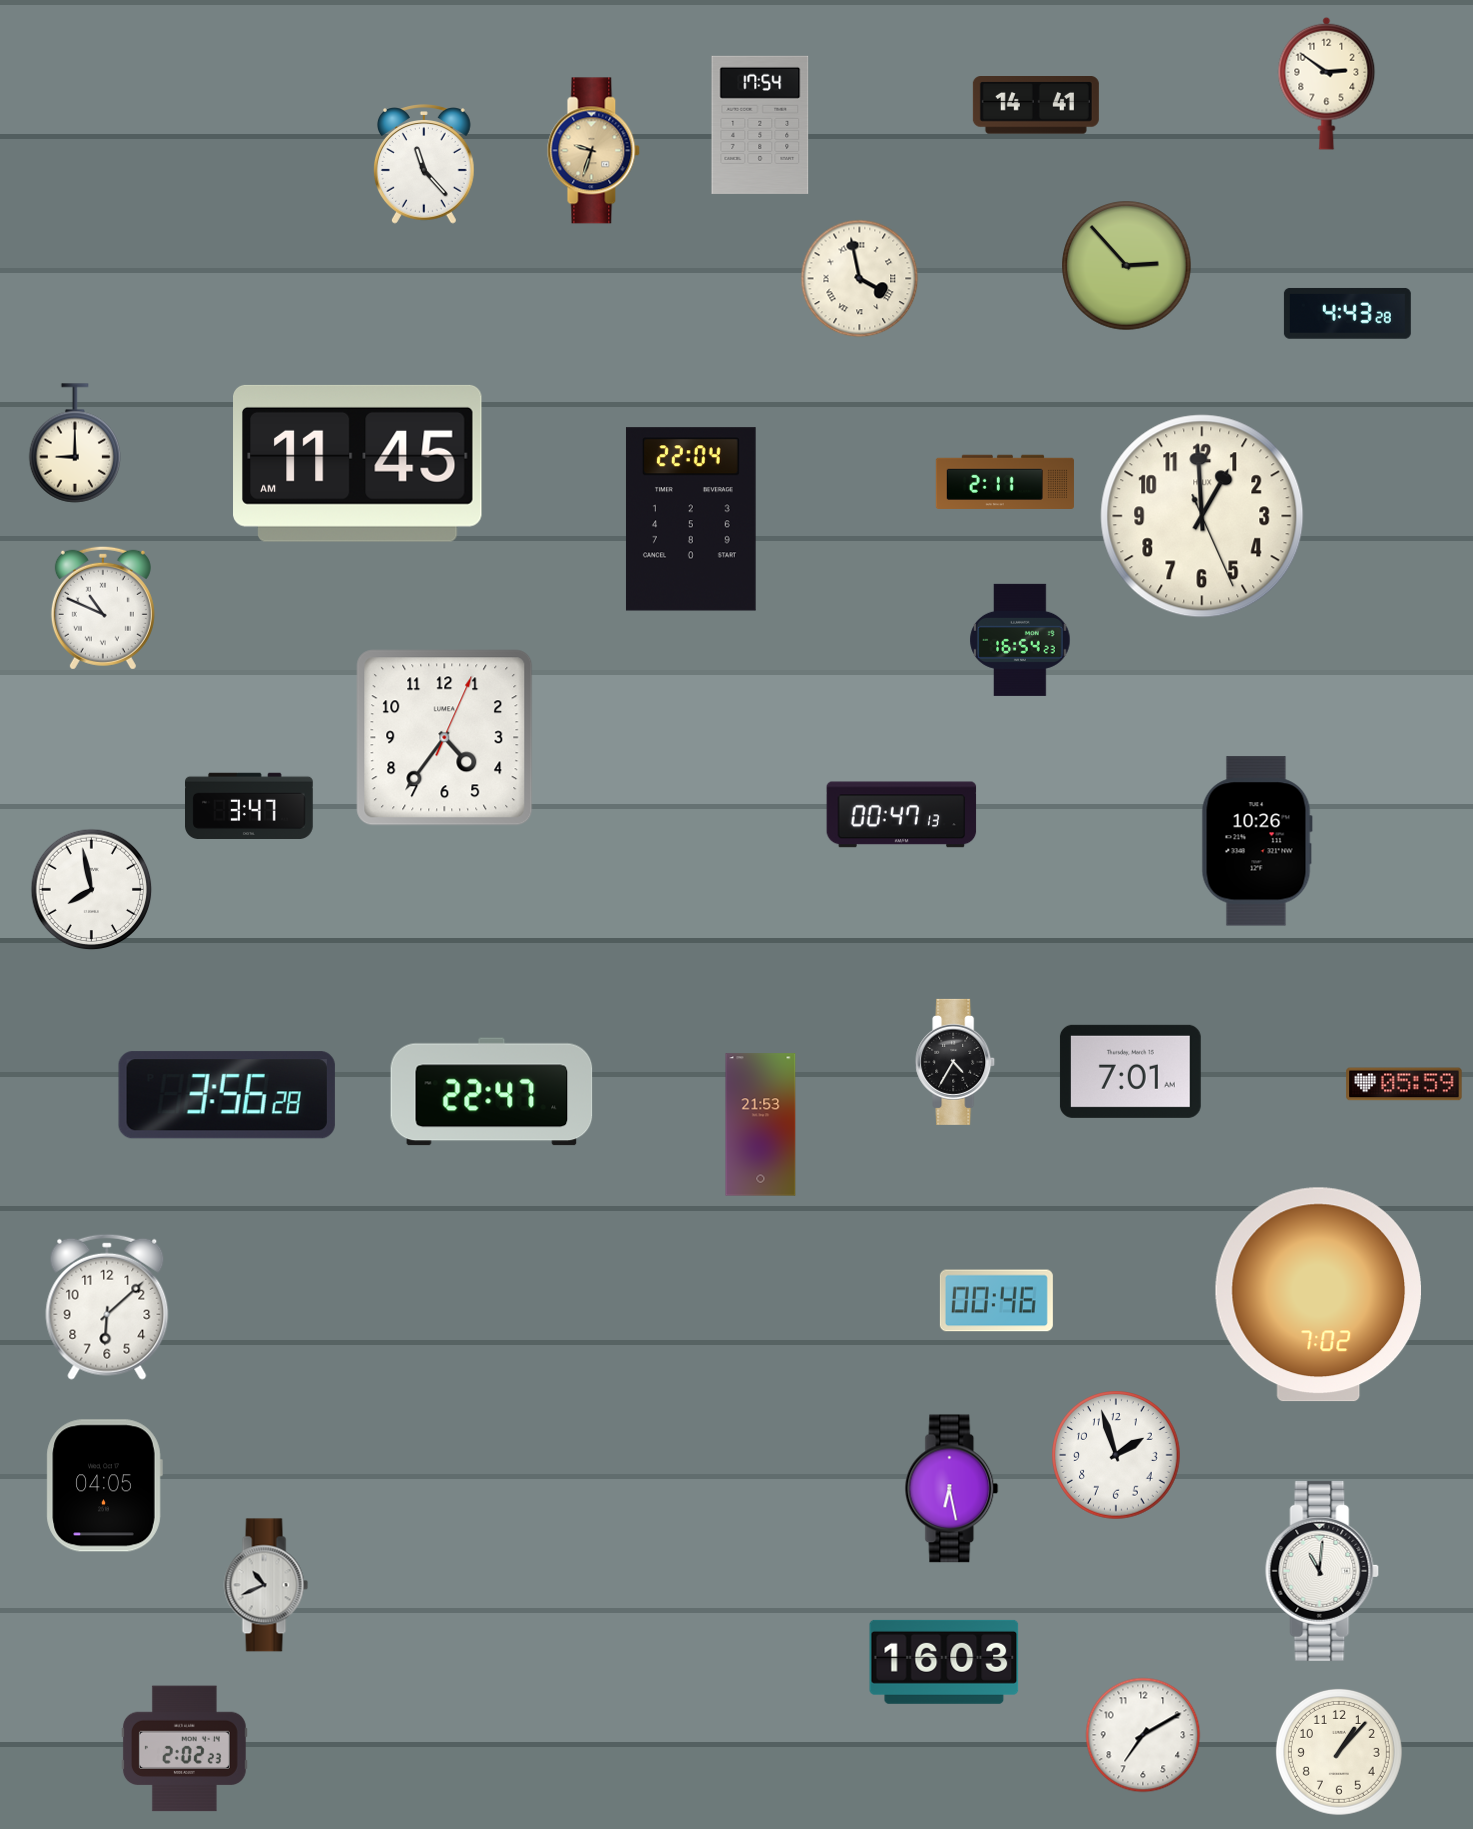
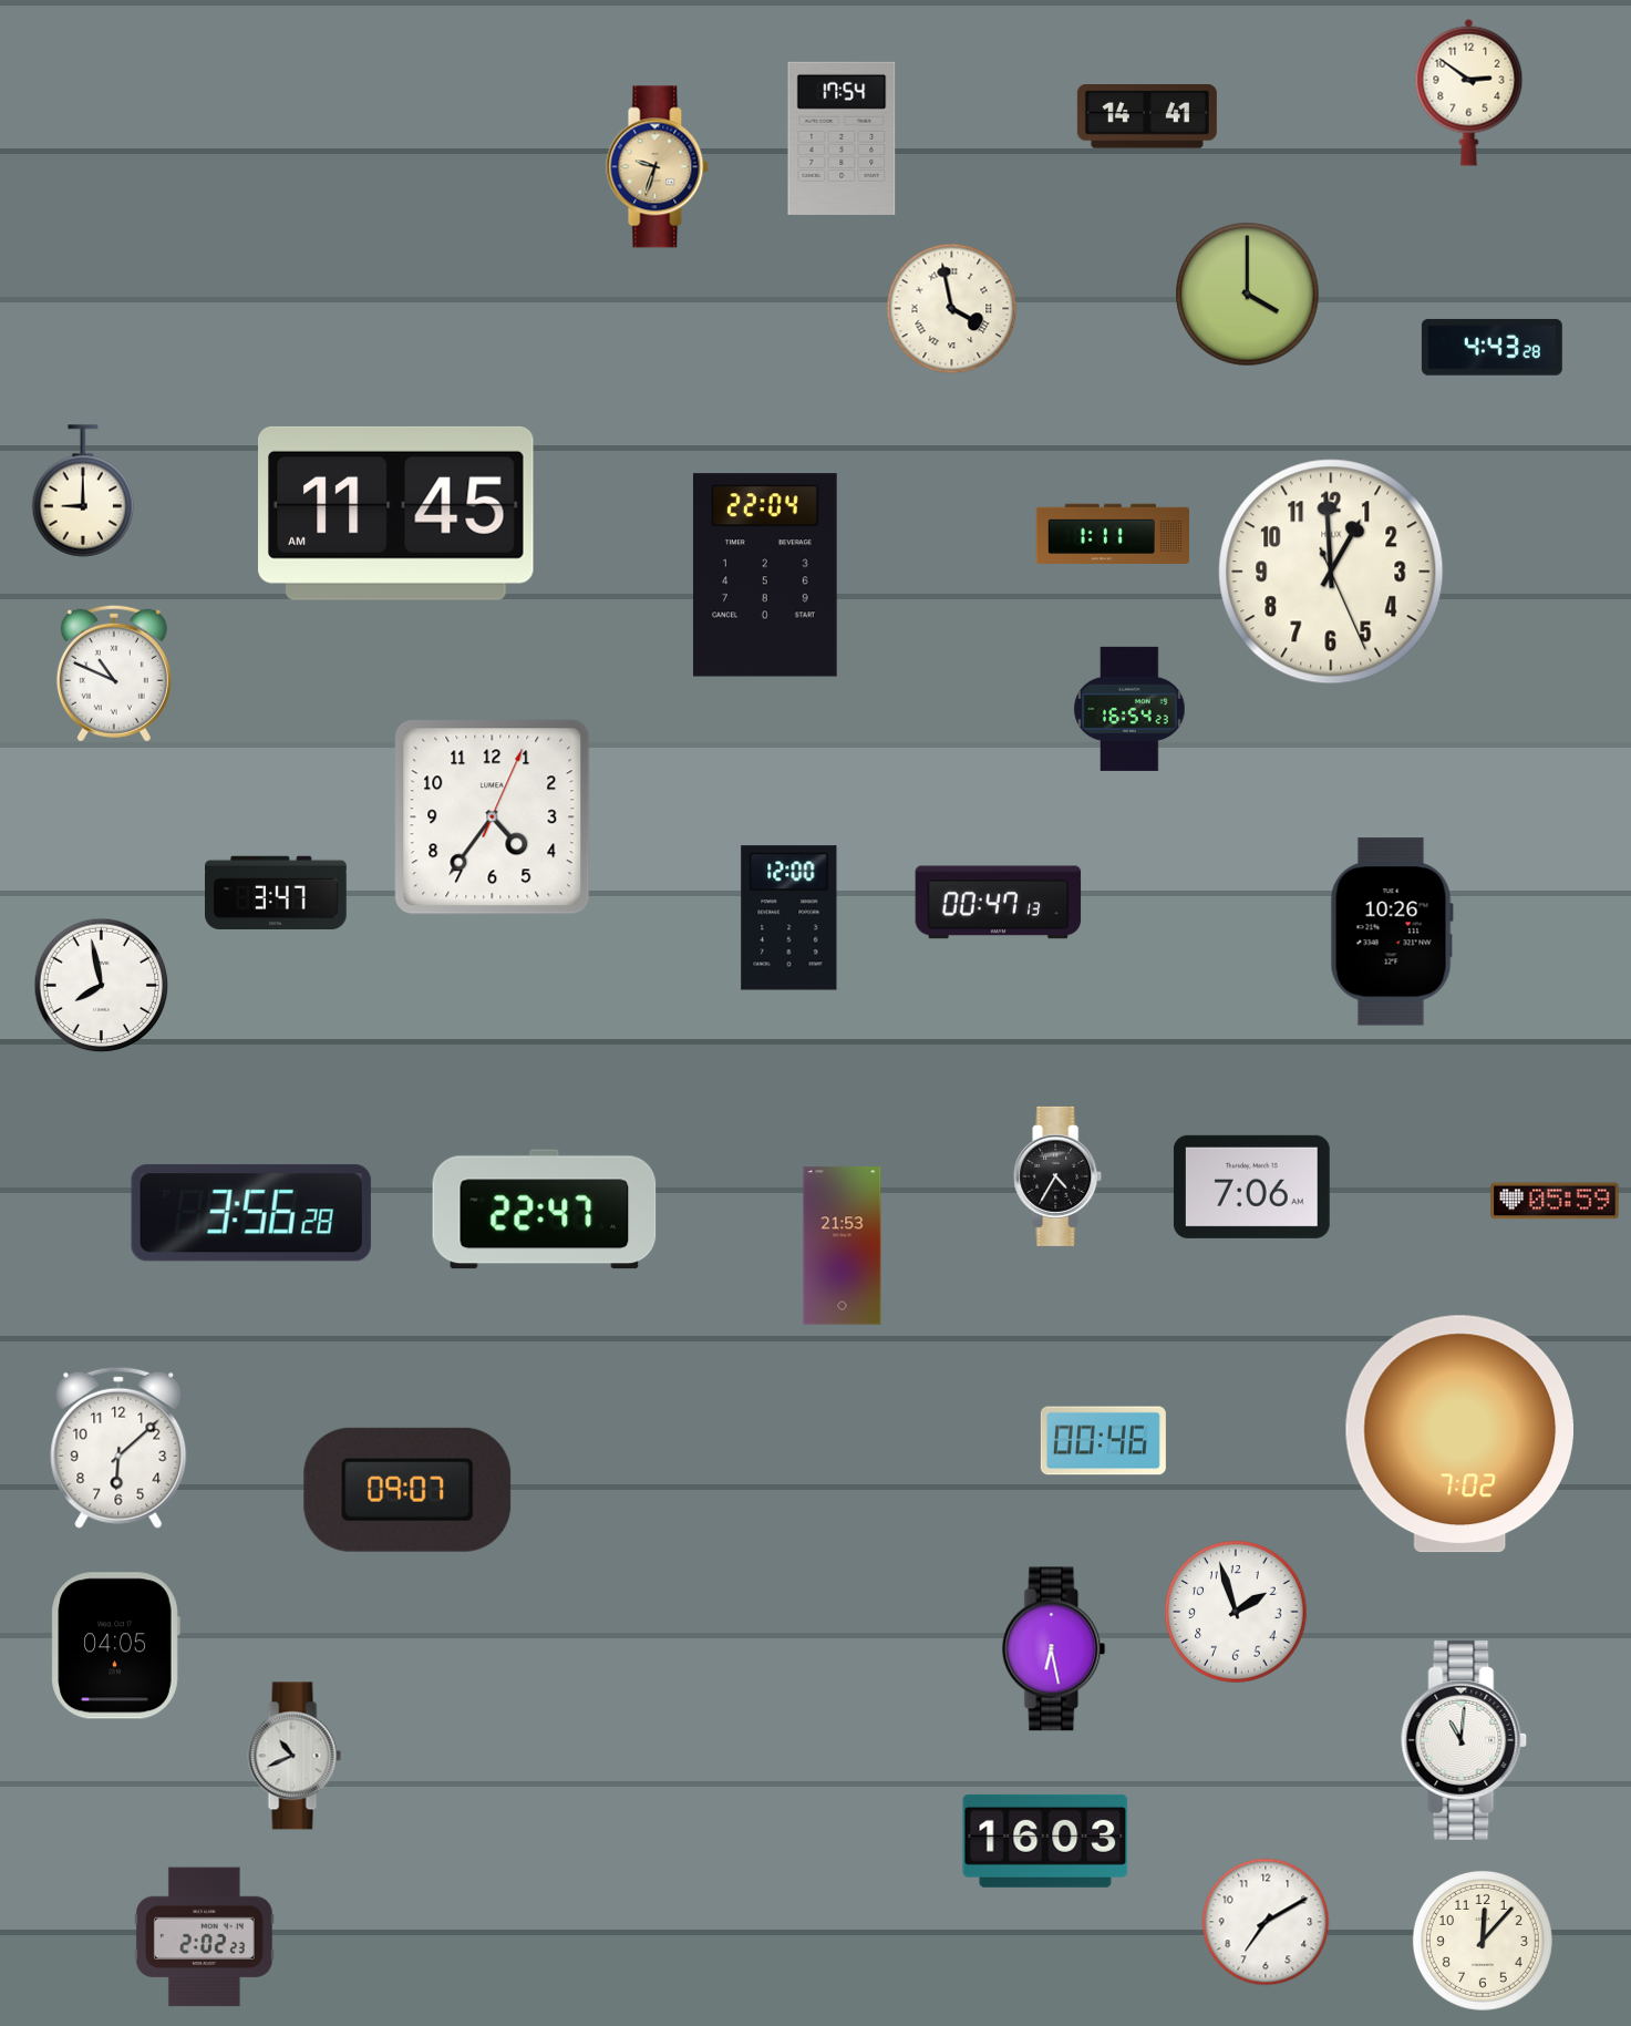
clock at (424, 164): 11:23 -> none
clock at (1127, 266): 2:53 -> 4:00
clock at (1005, 481): 2:11 -> 1:11
clock at (789, 918): none -> 12:00
clock at (1130, 1071): 7:01 -> 7:06
clock at (407, 1490): none -> 09:07
clock at (1339, 1752): 1:07 -> 12:07
